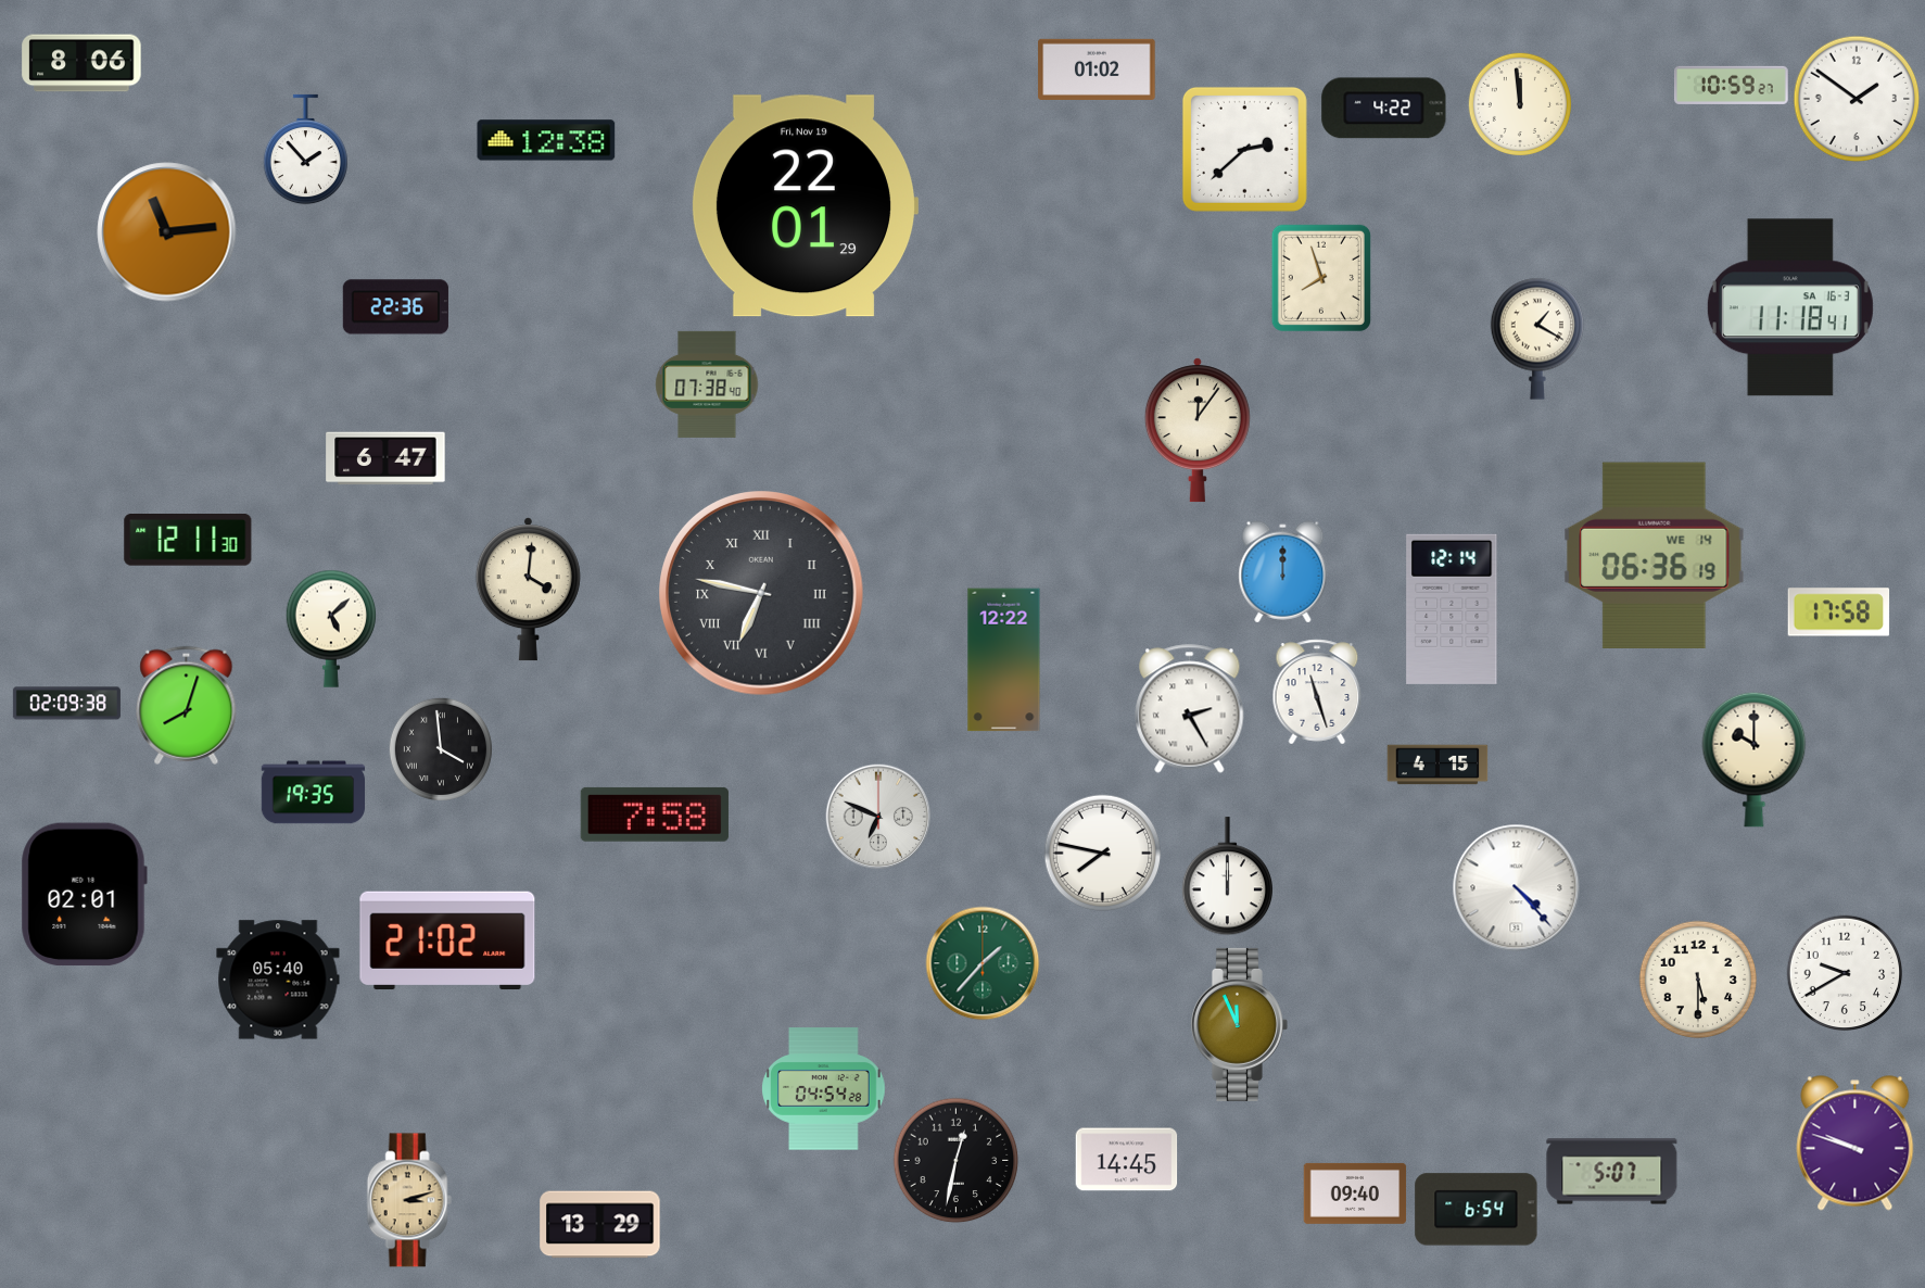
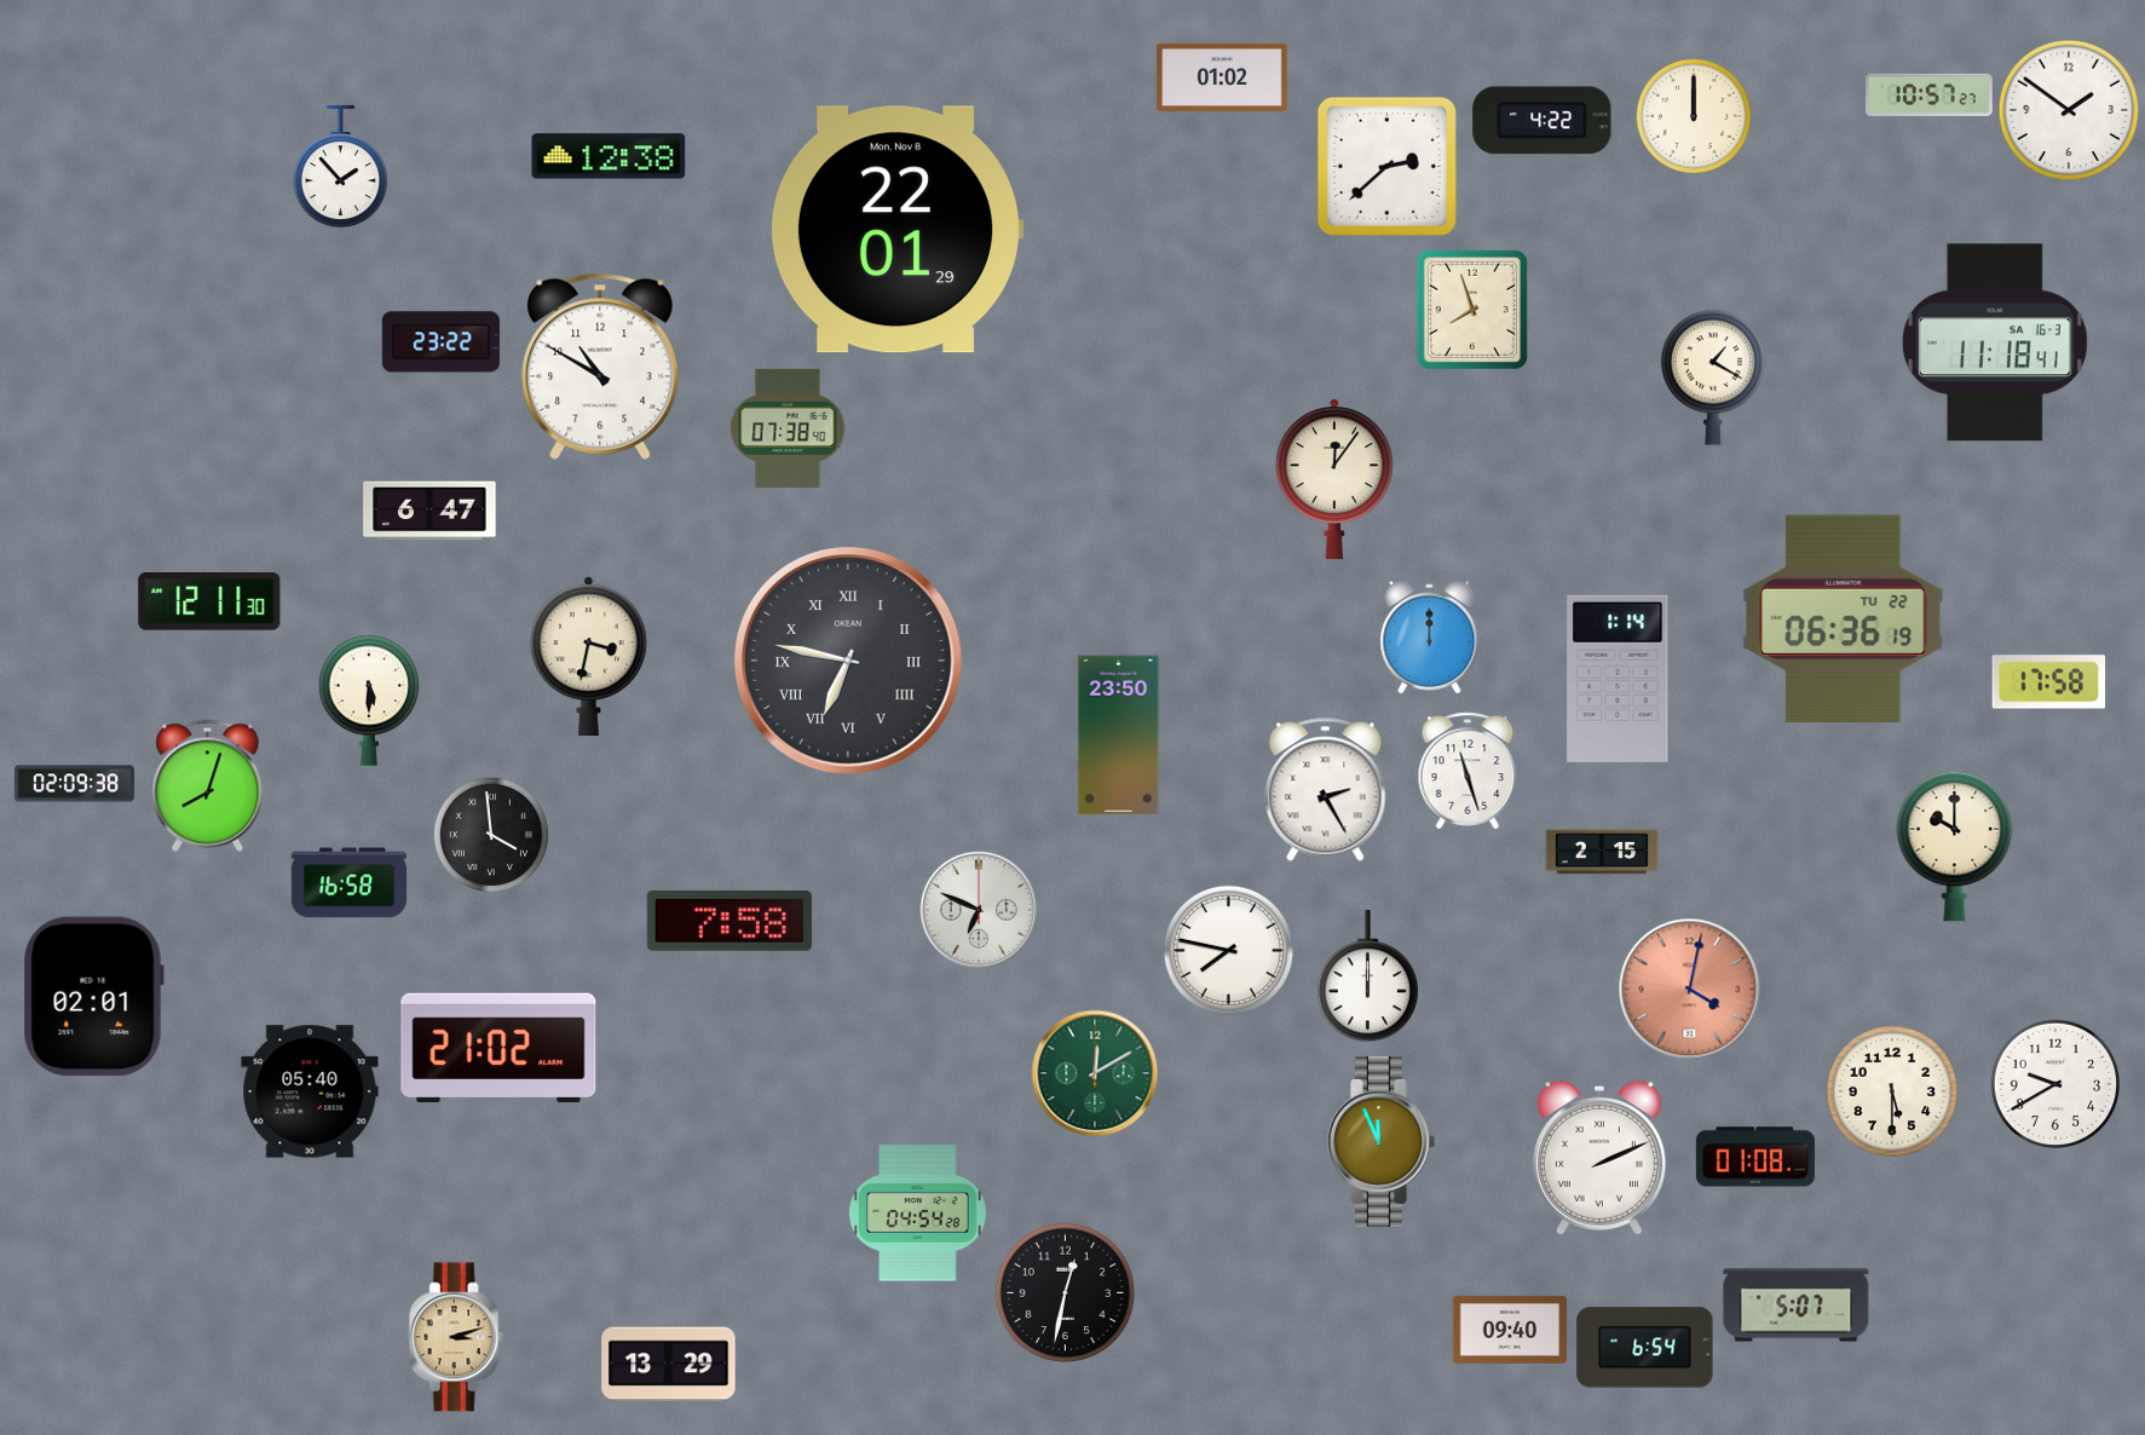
clock at (81, 63): 8:06 -> none
clock at (1732, 85): 10:59 -> 10:57
clock at (1520, 104): 11:59 -> 12:00
clock at (803, 206) date: Fri, Nov 19 -> Mon, Nov 8
clock at (167, 232): 11:14 -> none
clock at (395, 307): 22:36 -> 23:22
clock at (600, 367): none -> 10:50
clock at (1655, 555) date: WE 14 -> TU 22
clock at (528, 590): 4:01 -> 3:32
clock at (1452, 609): 12:14 -> 1:14
clock at (330, 629): 5:08 -> 5:30
clock at (1004, 660): 12:22 -> 23:50
clock at (1438, 765): 4:15 -> 2:15
clock at (314, 793): 19:35 -> 16:58
clock at (655, 815) position: (655, 815) -> (730, 921)
clock at (1517, 888): 4:23 -> 4:02
clock at (1517, 888) dial: white -> salmon
clock at (983, 963): 1:37 -> 12:10
clock at (1755, 1157): none -> 01:08
clock at (1599, 1158): none -> 2:11
clock at (1856, 1144): 9:48 -> none
clock at (1127, 1160): 14:45 -> none
